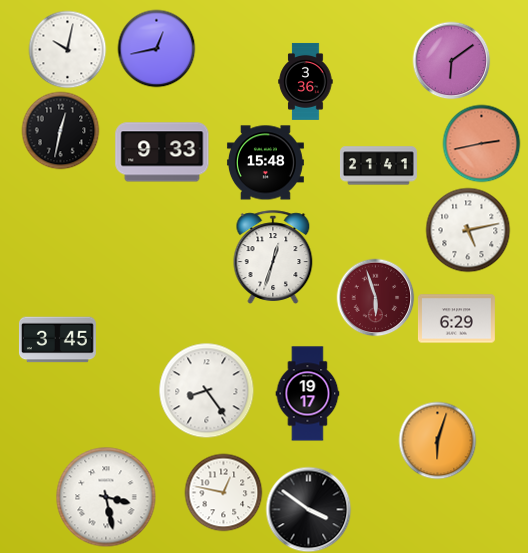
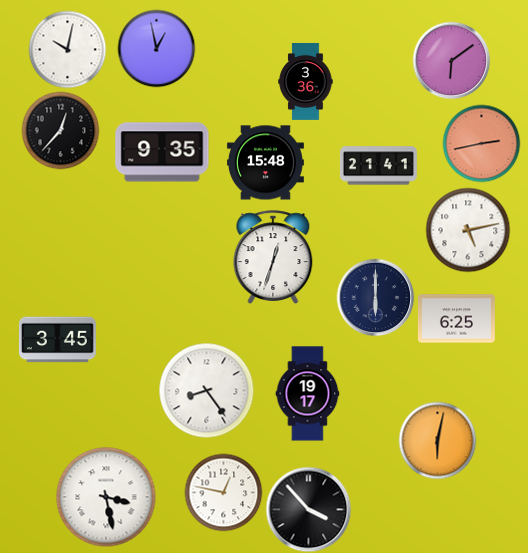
clock at (156, 48): 12:43 -> 12:58
clock at (60, 130): 12:32 -> 12:37
clock at (162, 152): 9:33 -> 9:35
clock at (375, 297): 5:57 -> 6:00
clock at (375, 297) dial: burgundy -> navy
clock at (456, 319): 6:29 -> 6:25
clock at (437, 440): 6:03 -> 6:02
clock at (308, 509): 3:51 -> 3:53
